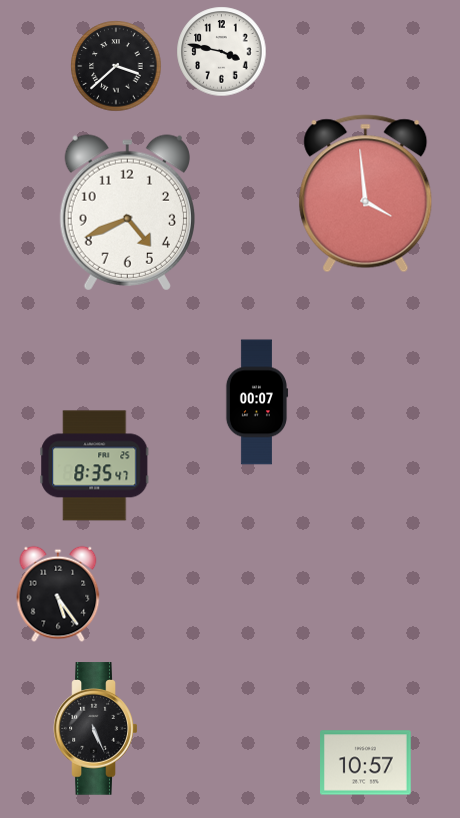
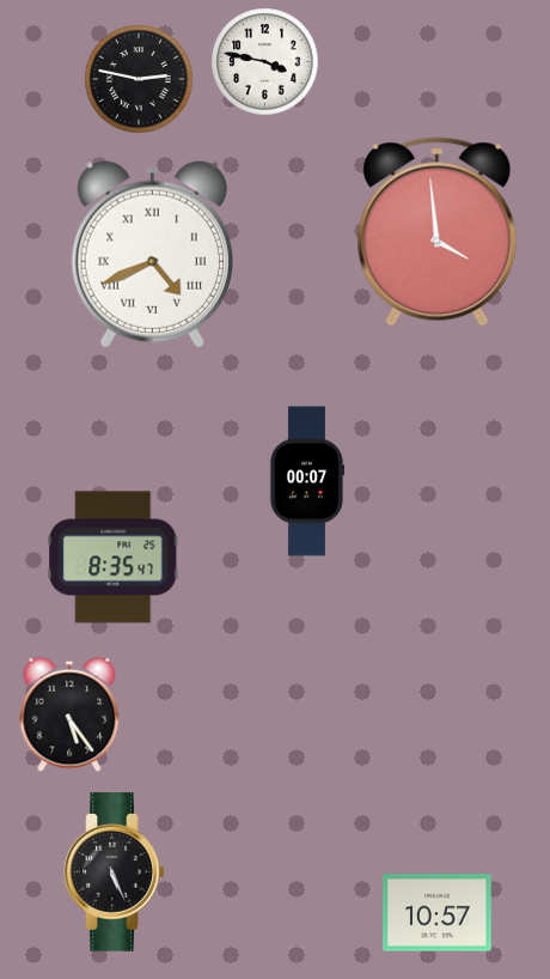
clock at (116, 66): 3:38 -> 2:47
clock at (127, 213) numerals: Arabic -> Roman
clock at (58, 594) position: (58, 594) -> (69, 715)
